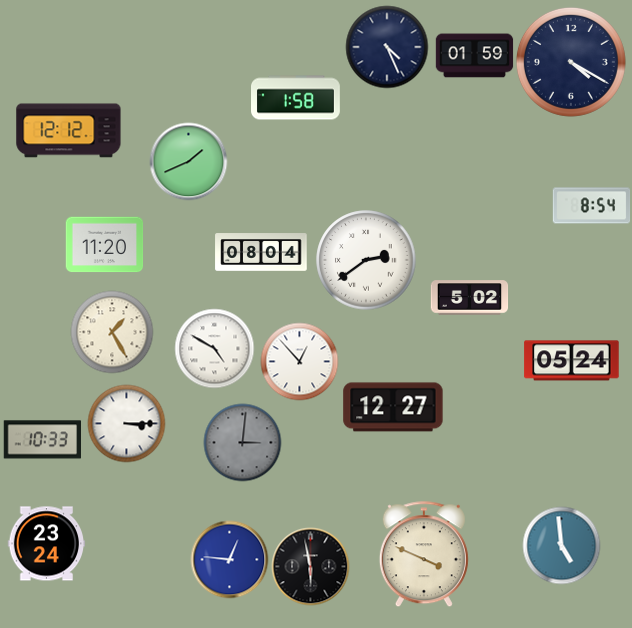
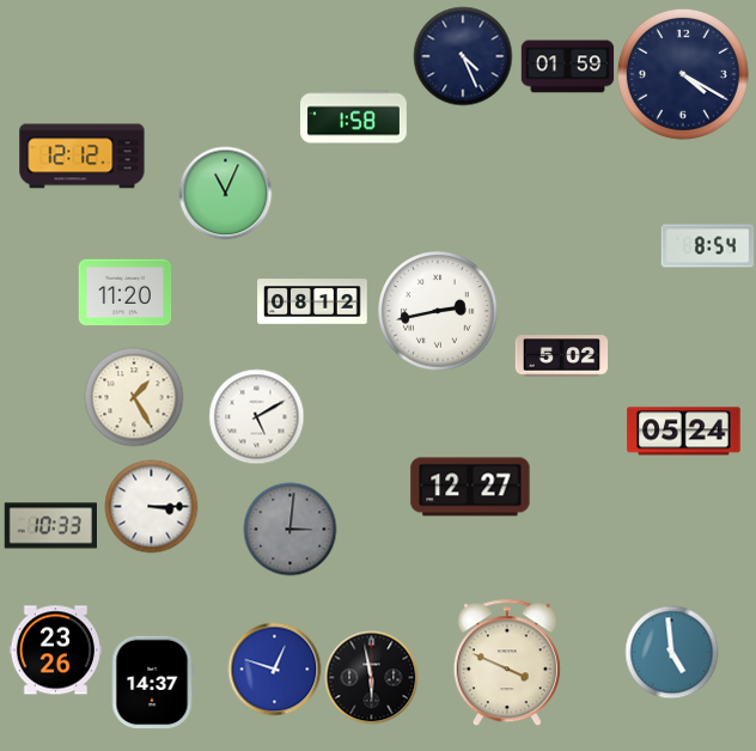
clock at (188, 161): 1:41 -> 11:04
clock at (261, 252): 08:04 -> 08:12
clock at (366, 260): 2:39 -> 2:43
clock at (214, 348): 4:50 -> 5:10
clock at (299, 361): 12:53 -> none
clock at (46, 544): 23:24 -> 23:26
clock at (229, 559): 12:46 -> 12:48
clock at (152, 682): none -> 14:37
